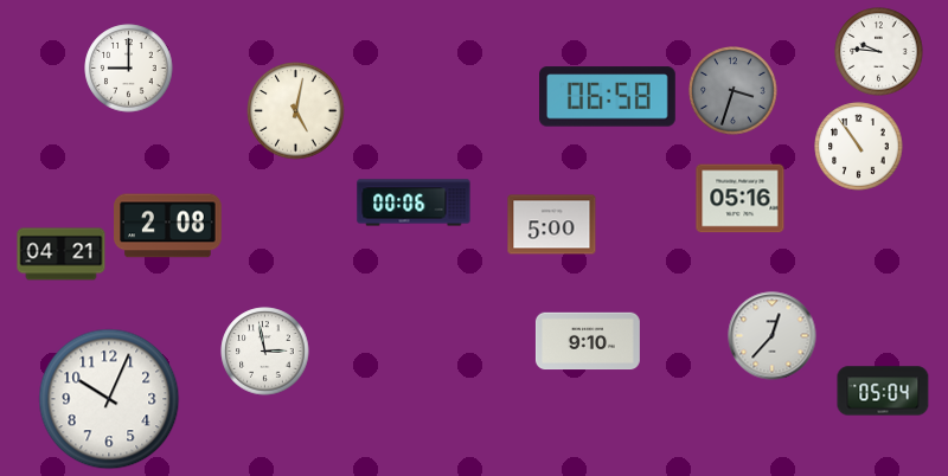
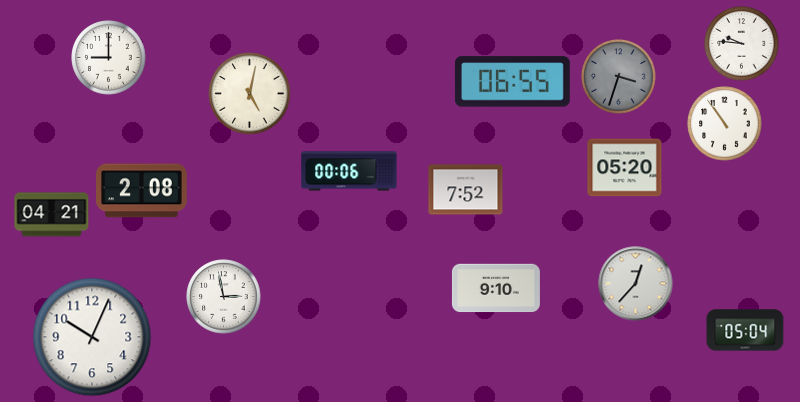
clock at (608, 97): 06:58 -> 06:55
clock at (741, 199): 05:16 -> 05:20
clock at (552, 225): 5:00 -> 7:52
clock at (773, 336) position: (773, 336) -> (636, 284)
